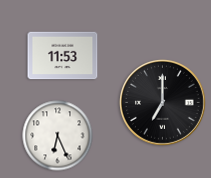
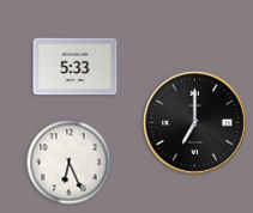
clock at (63, 56): 11:53 -> 5:33
